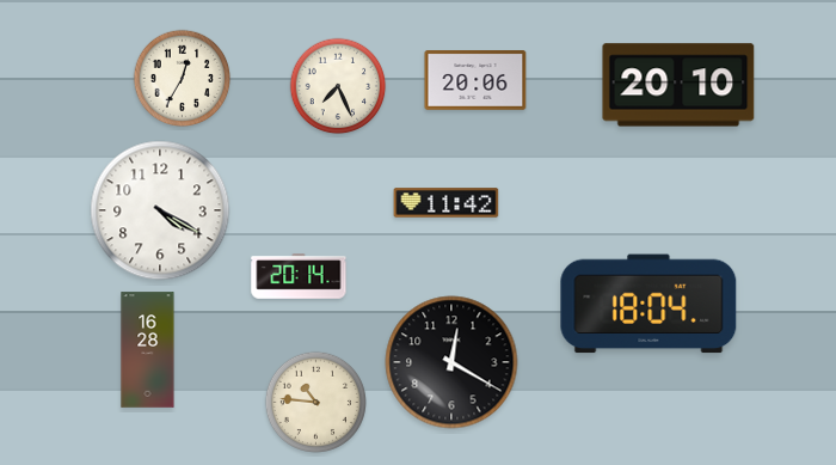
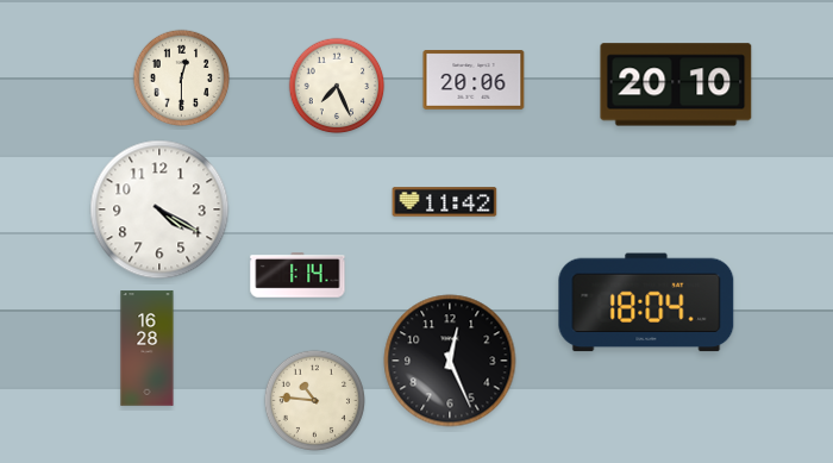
clock at (183, 79): 12:35 -> 12:30
clock at (299, 276): 20:14 -> 1:14
clock at (451, 362): 12:20 -> 12:26
